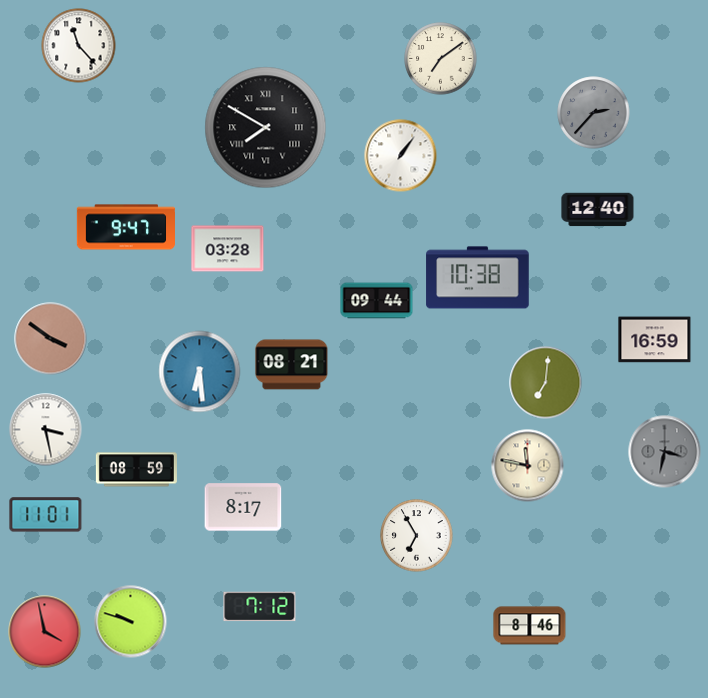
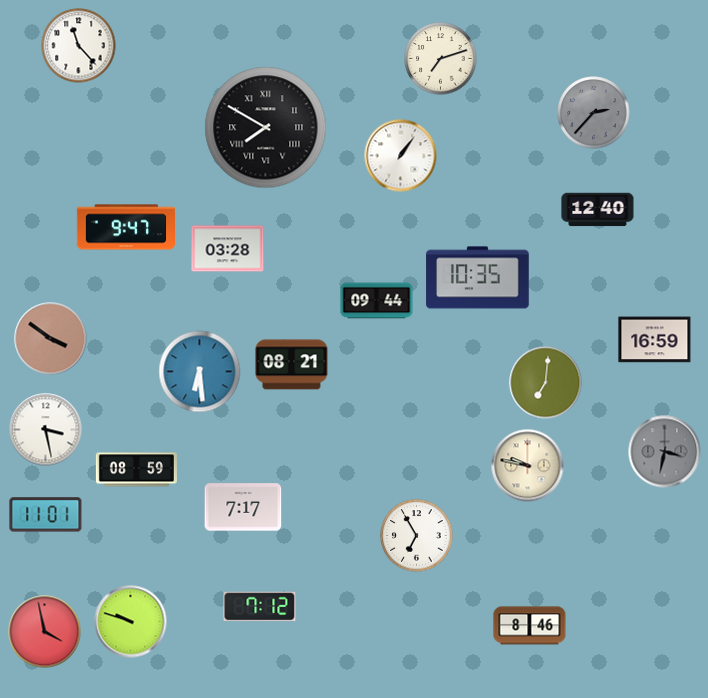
clock at (441, 59): 7:09 -> 7:12
clock at (478, 278): 10:38 -> 10:35
clock at (528, 466): 11:47 -> 9:47
clock at (243, 507): 8:17 -> 7:17
